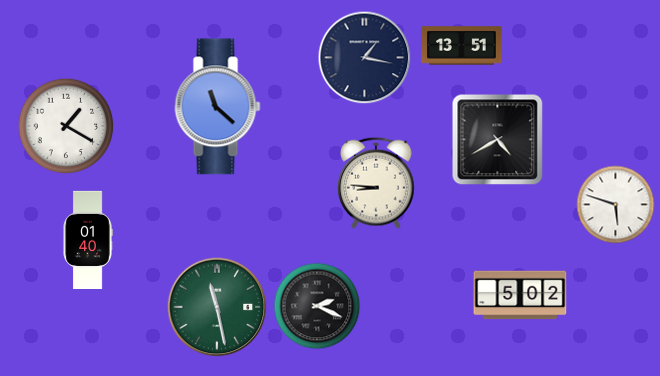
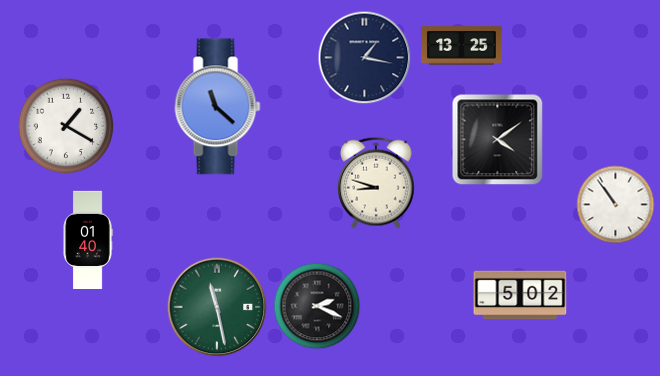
clock at (462, 46): 13:51 -> 13:25
clock at (498, 140): 4:40 -> 4:09
clock at (377, 183): 8:46 -> 8:48
clock at (616, 205): 5:48 -> 10:54
